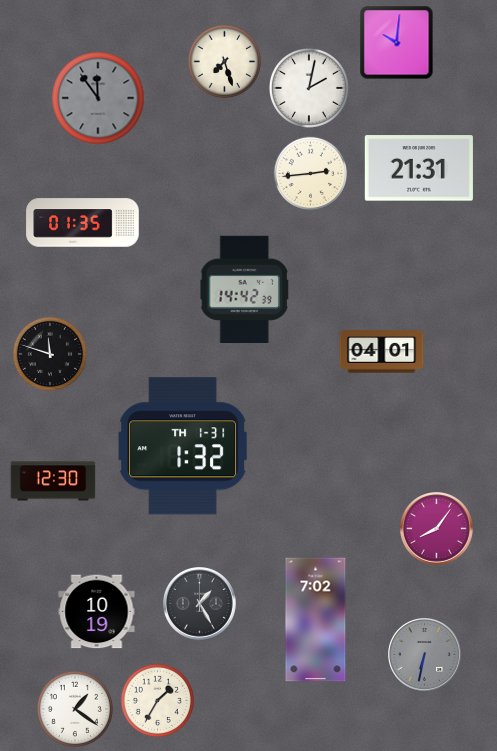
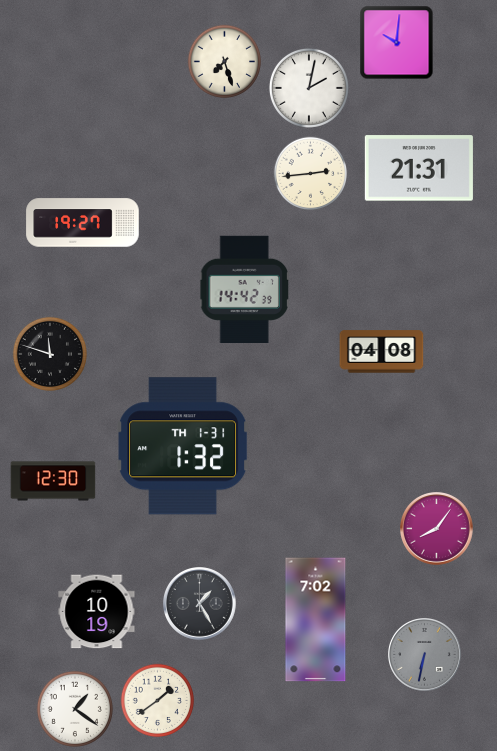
clock at (98, 98): 11:54 -> none
clock at (83, 223): 01:35 -> 19:27
clock at (382, 352): 04:01 -> 04:08
clock at (158, 701): 1:35 -> 1:39
